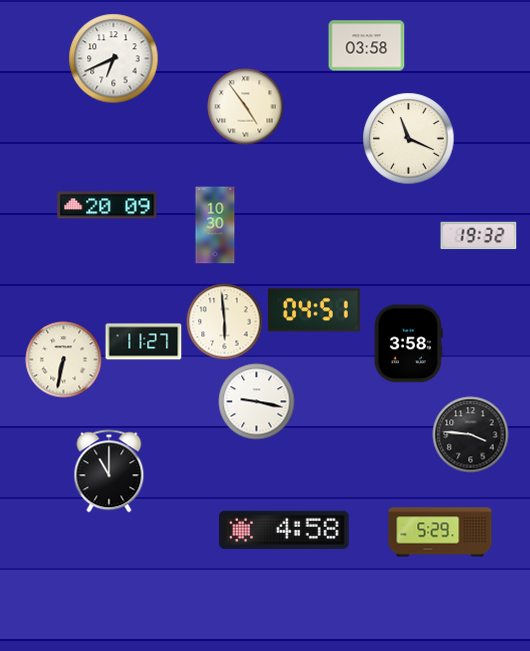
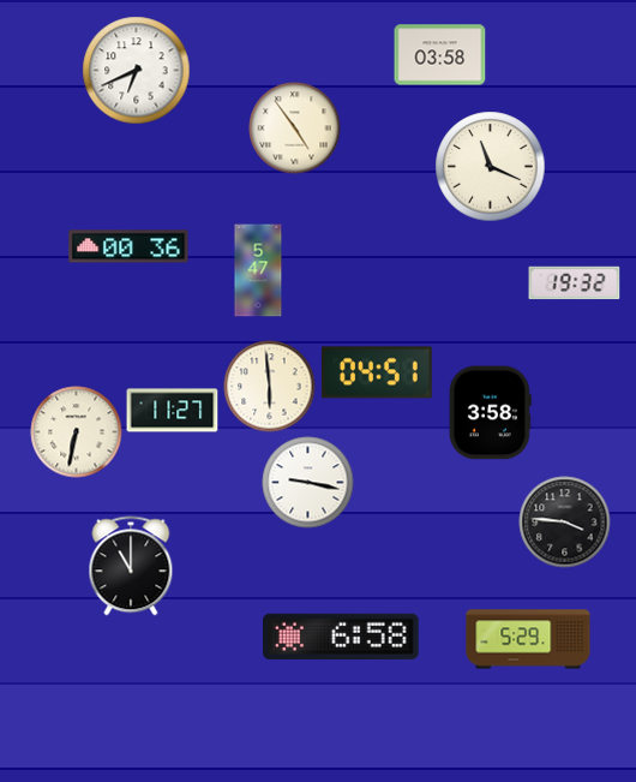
clock at (107, 205): 20:09 -> 00:36
clock at (215, 225): 10:30 -> 5:47
clock at (284, 530): 4:58 -> 6:58
